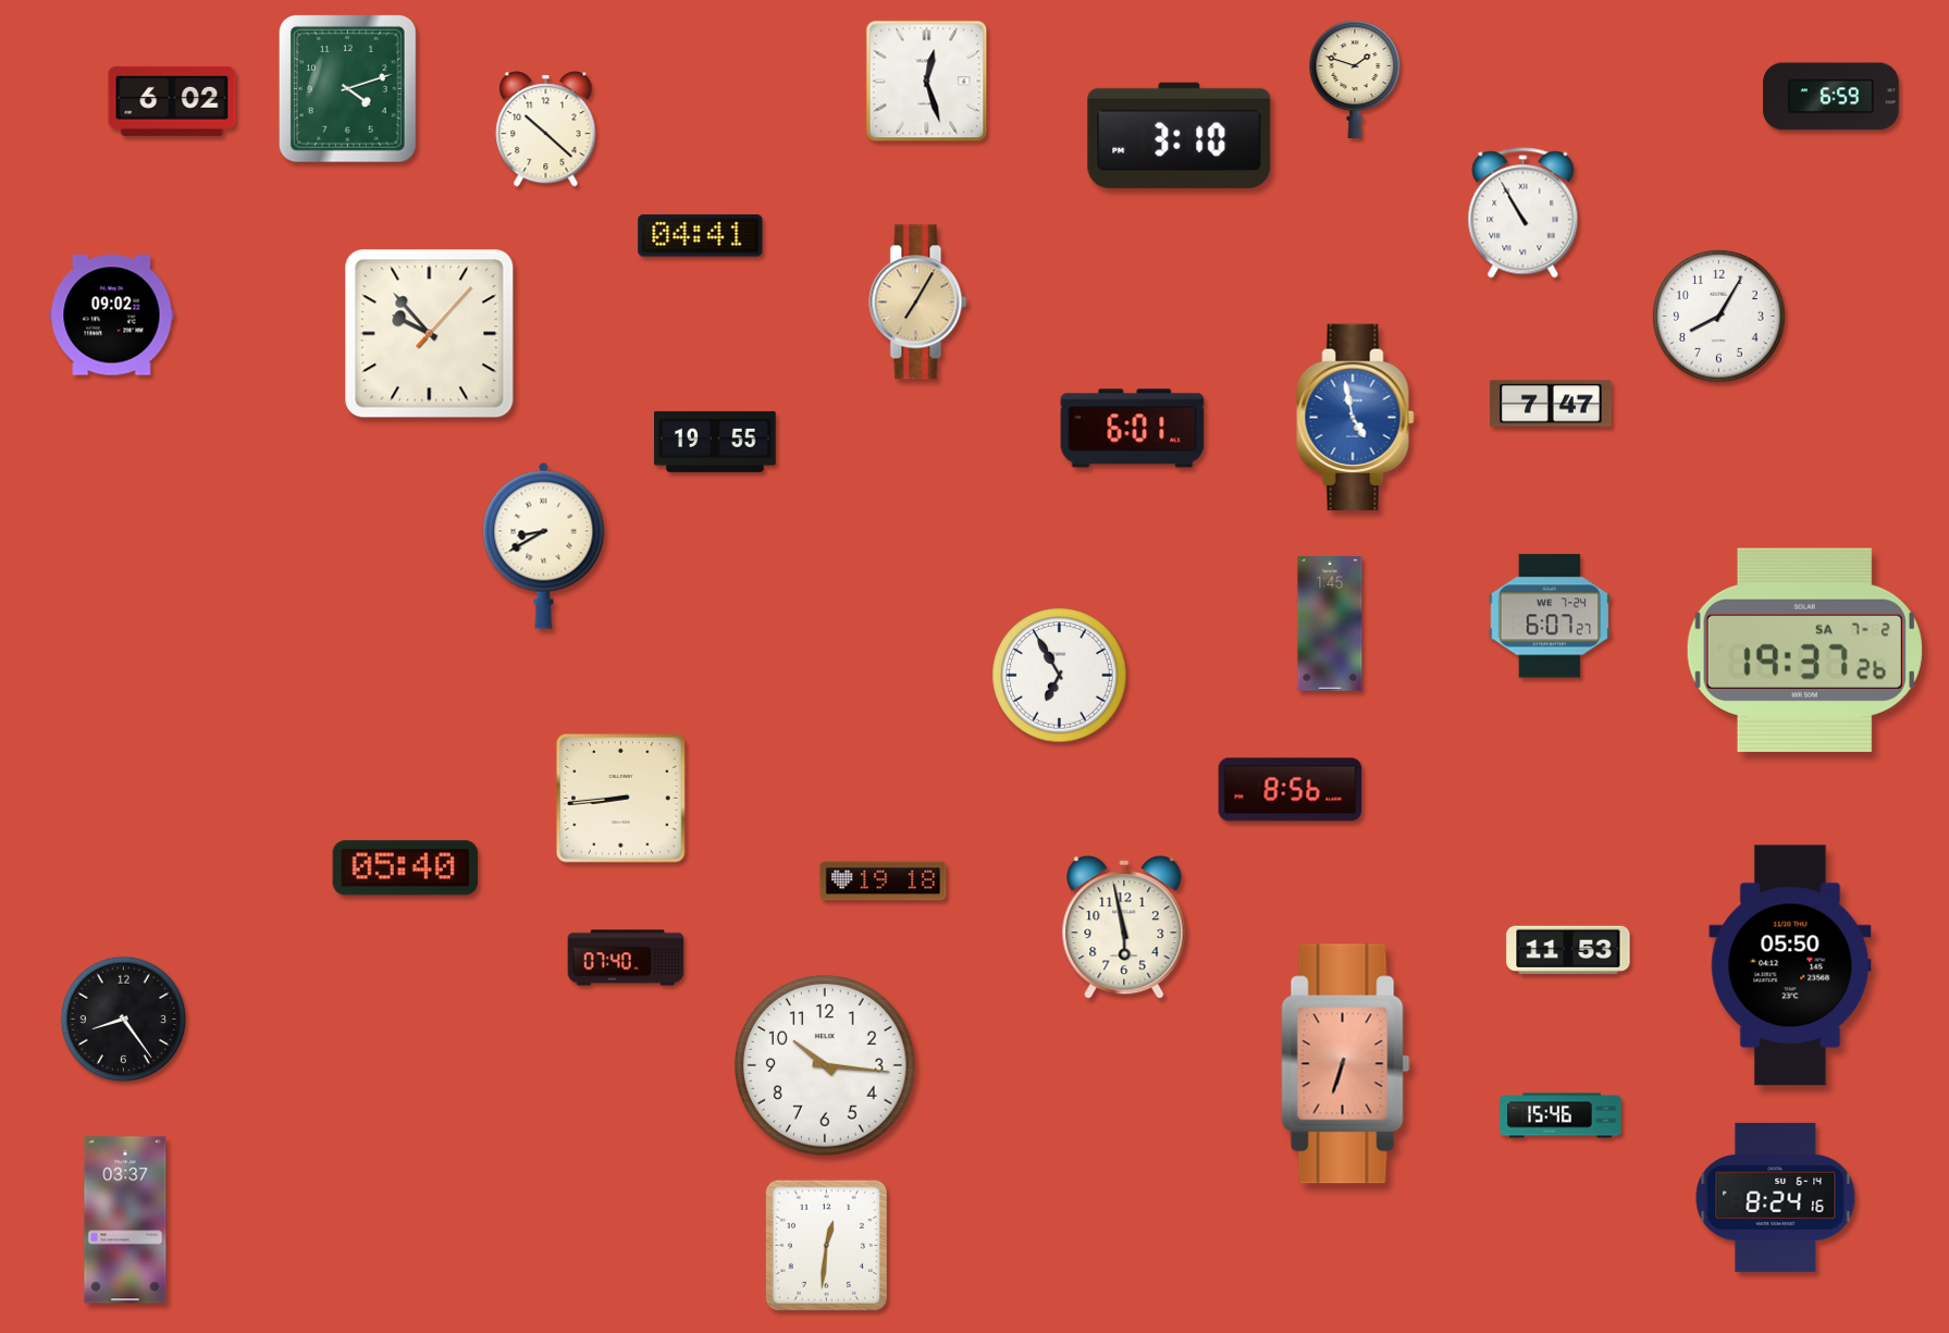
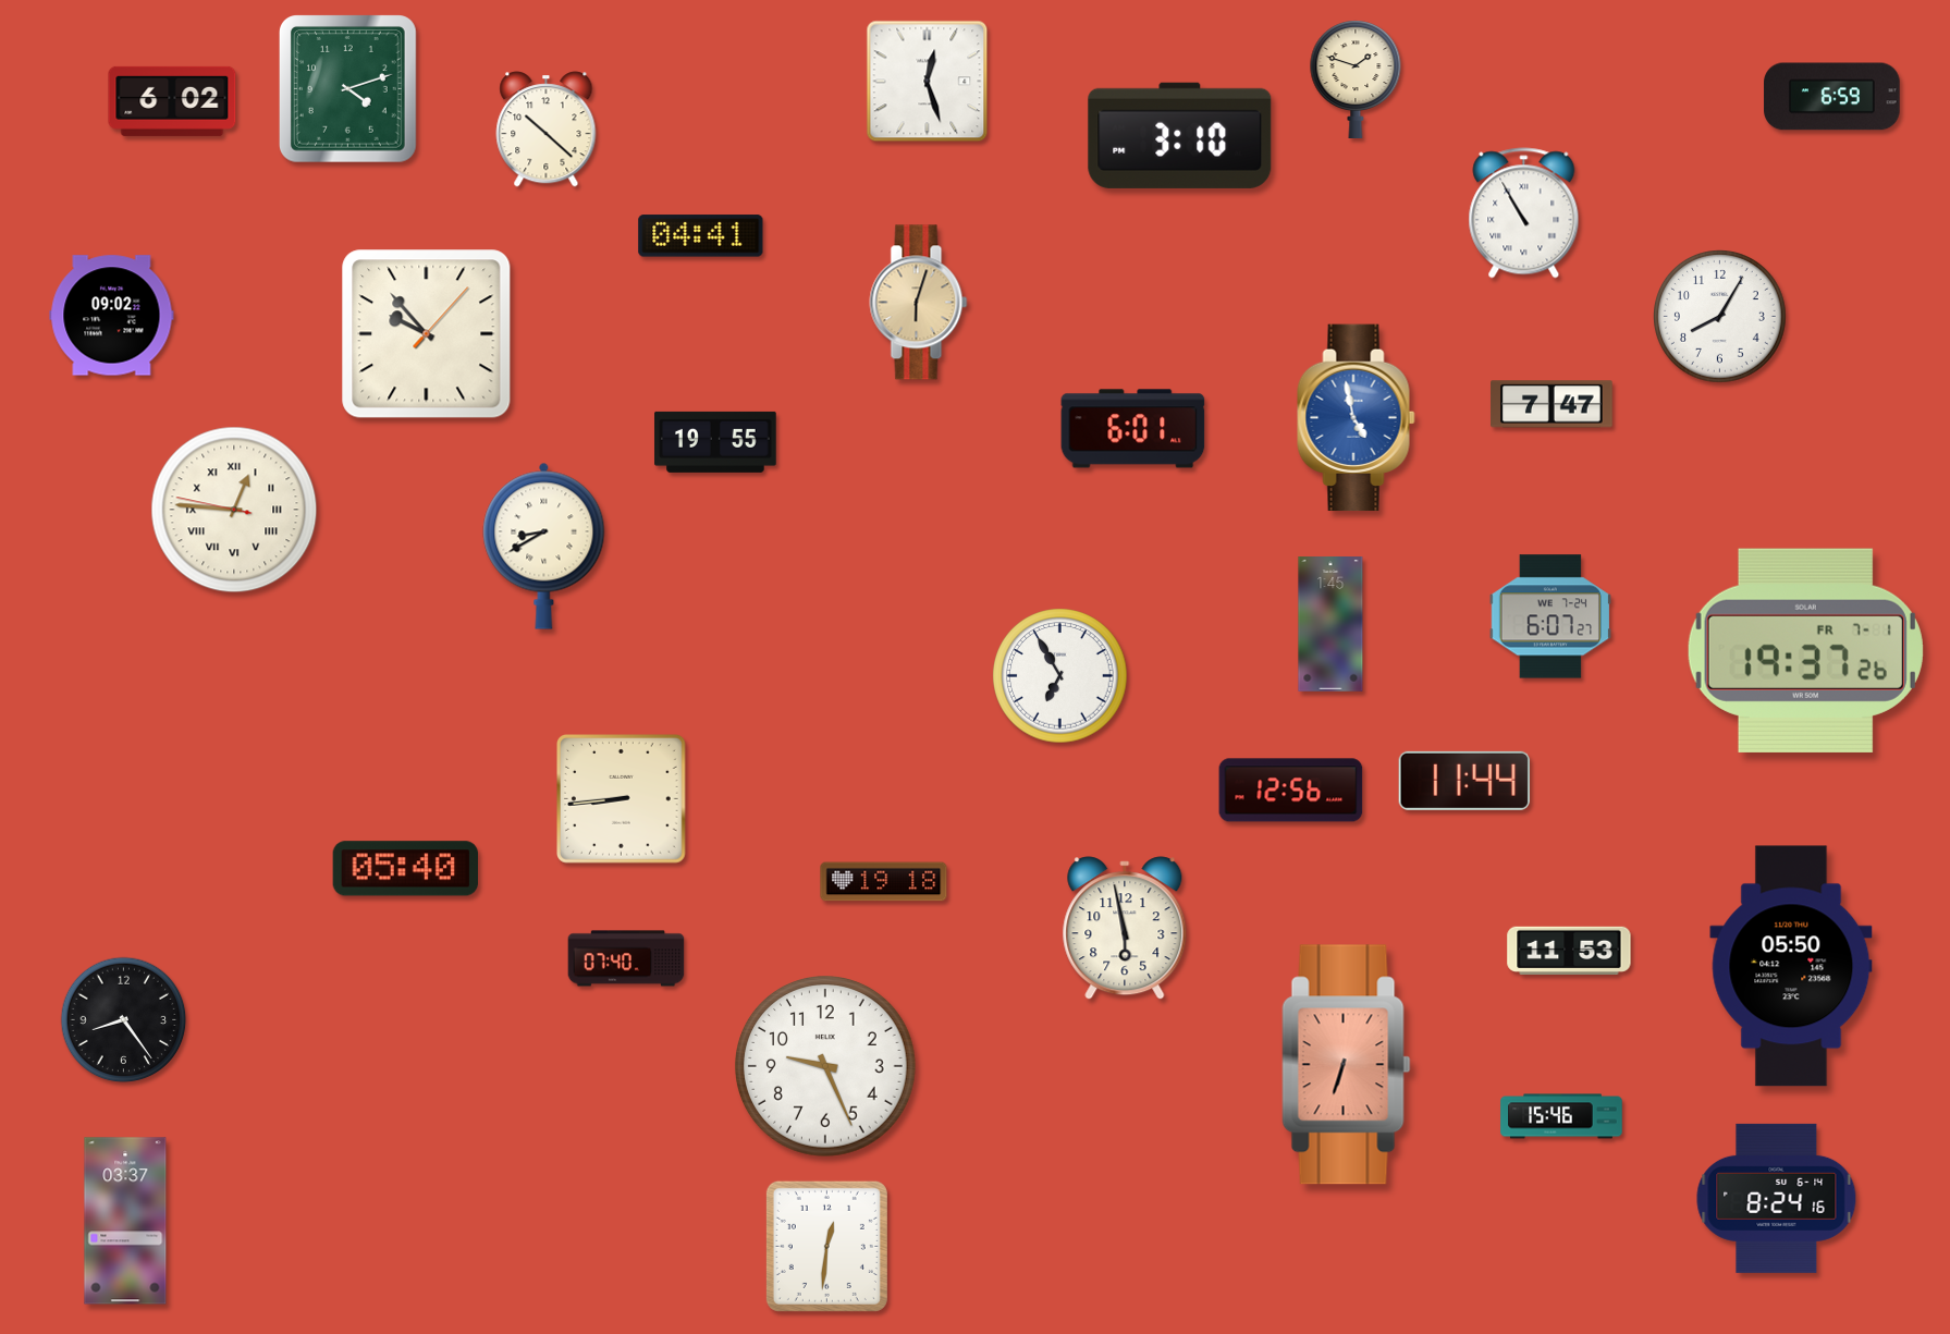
clock at (918, 303): 7:05 -> 6:03
clock at (430, 334) position: (430, 334) -> (427, 334)
clock at (234, 510): none -> 12:45
clock at (1804, 650) date: SA 7-2 -> FR 7-1
clock at (1463, 781): none -> 11:44
clock at (1291, 790): 8:56 -> 12:56
clock at (826, 1066): 10:16 -> 9:26
